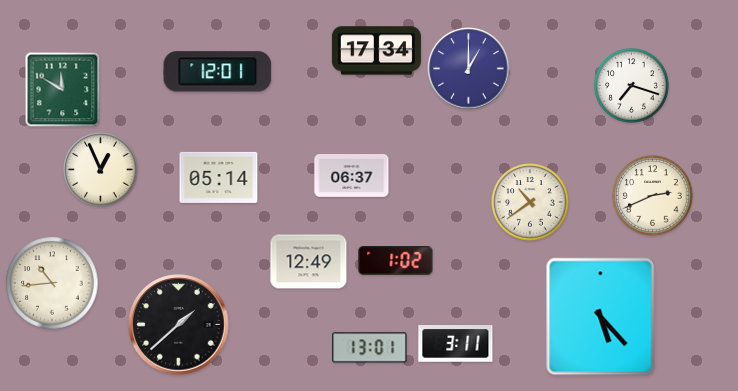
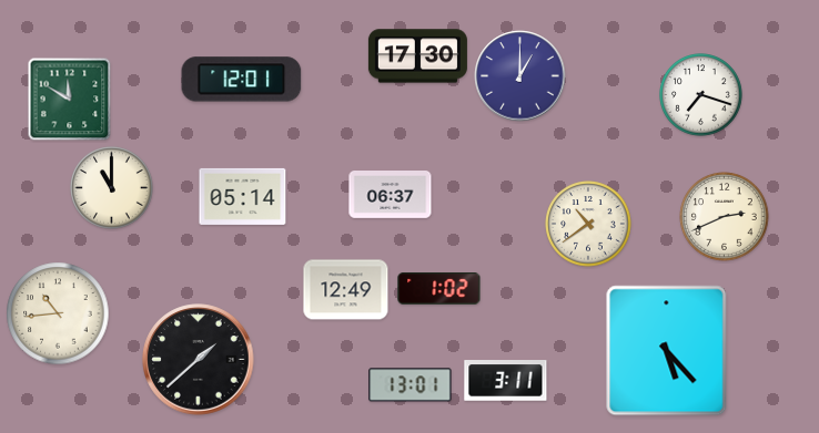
clock at (376, 51): 17:34 -> 17:30
clock at (101, 170): 12:56 -> 11:00
clock at (309, 262) position: (309, 262) -> (346, 290)
